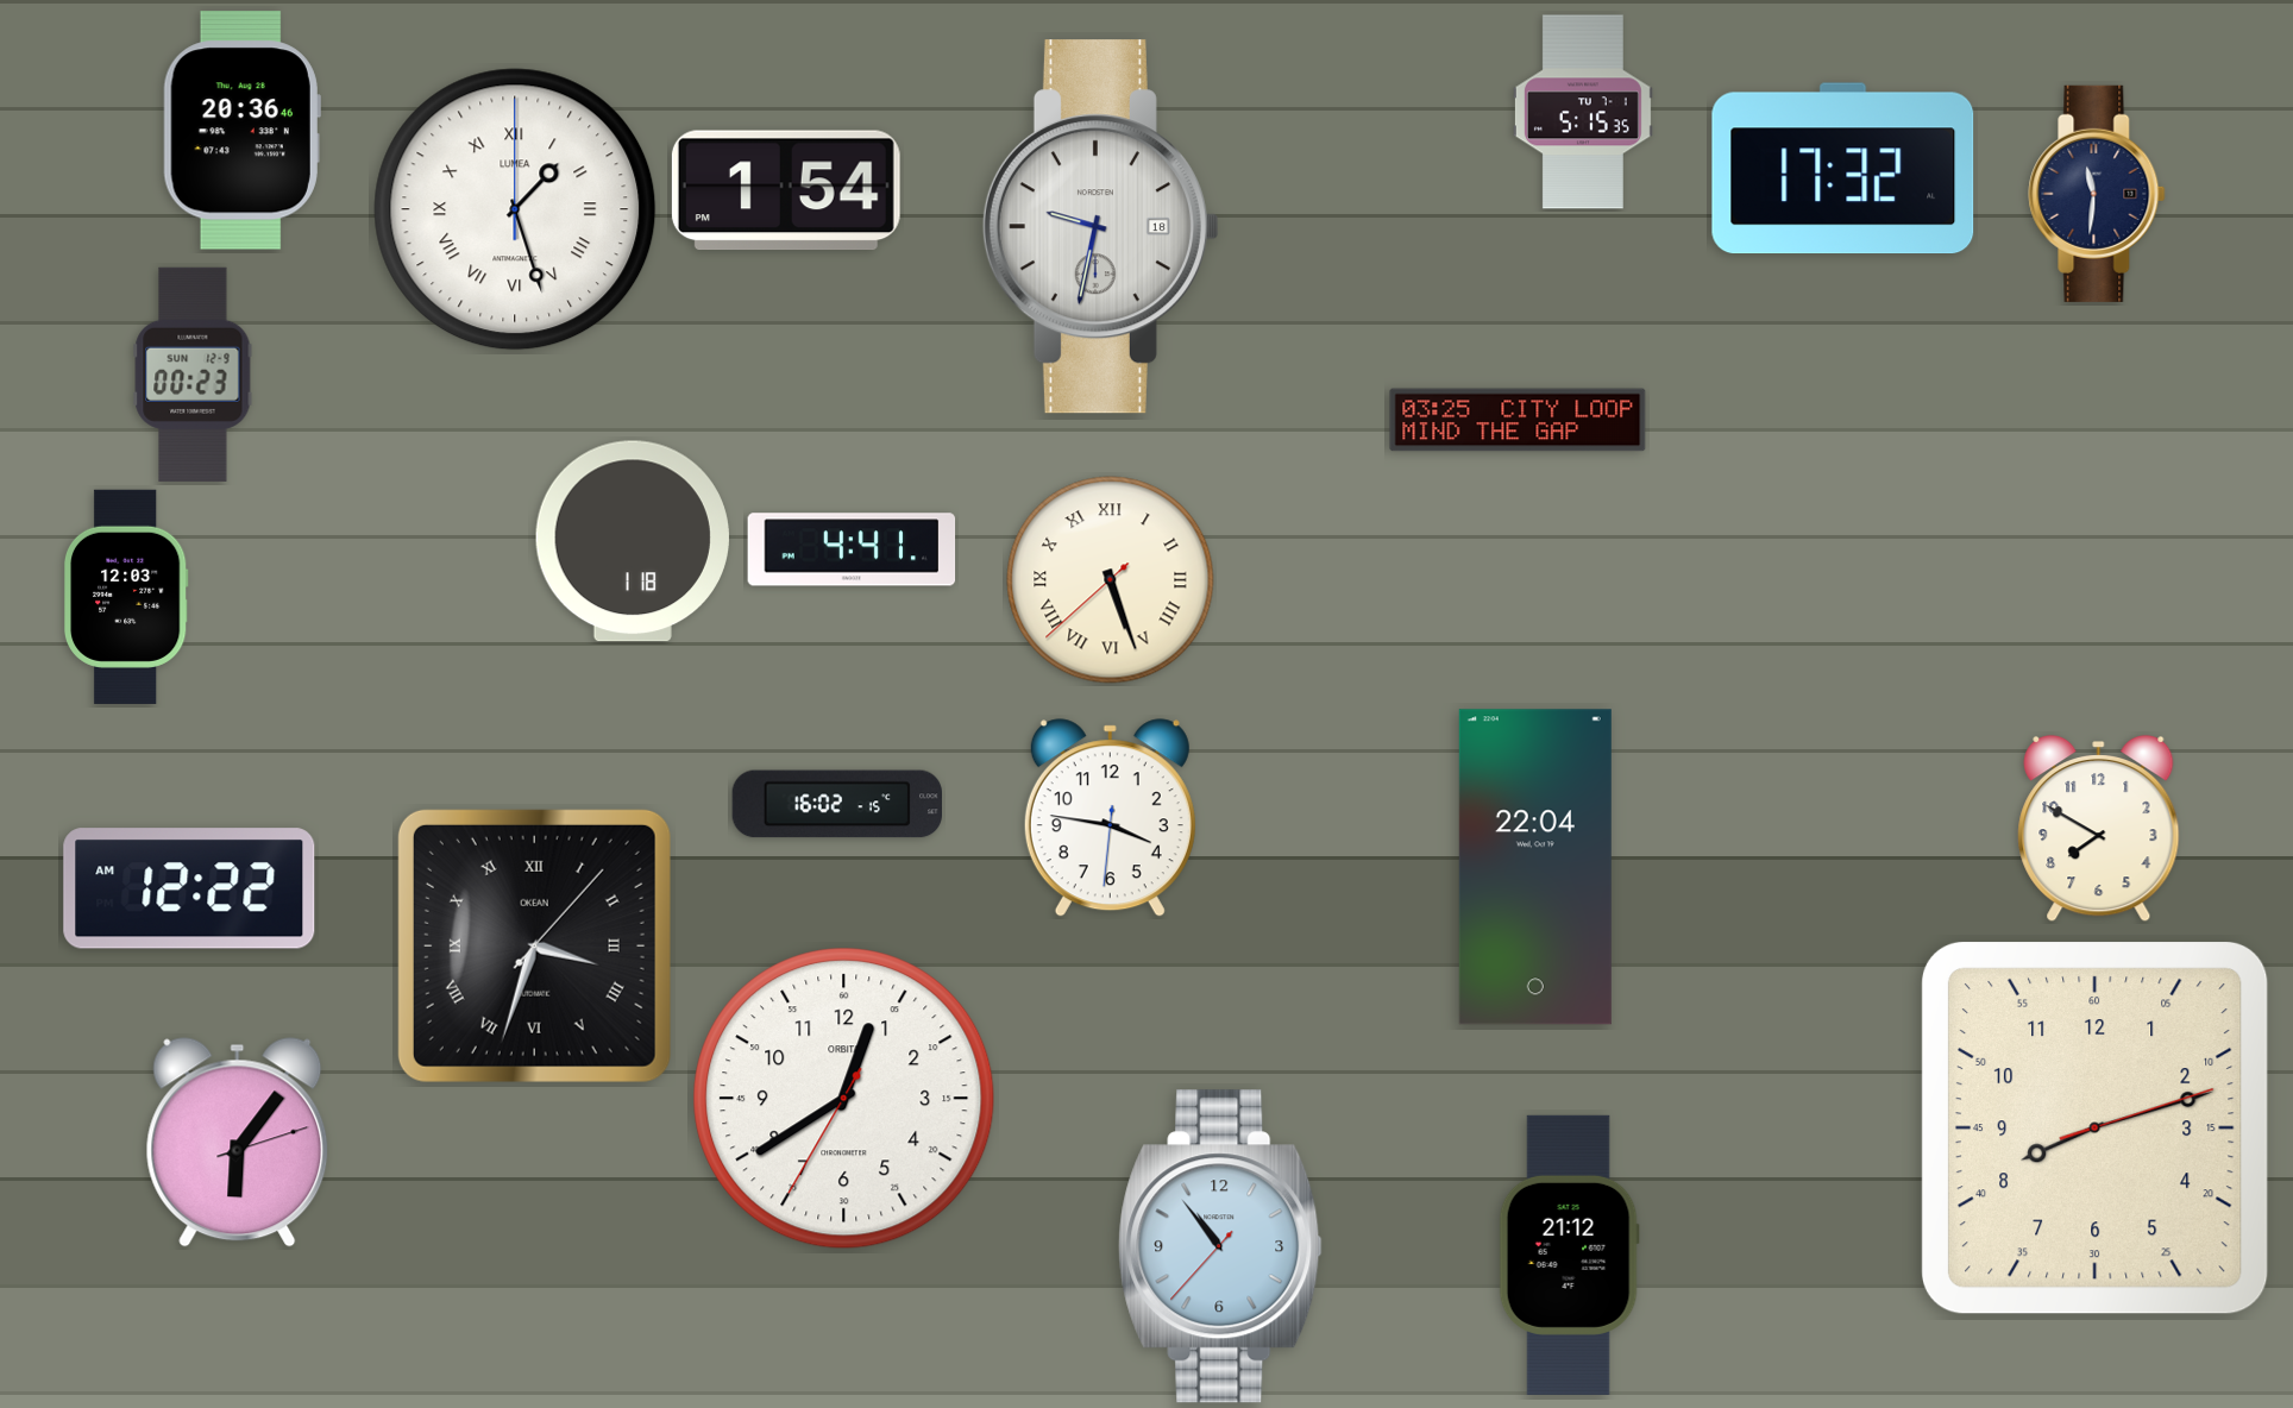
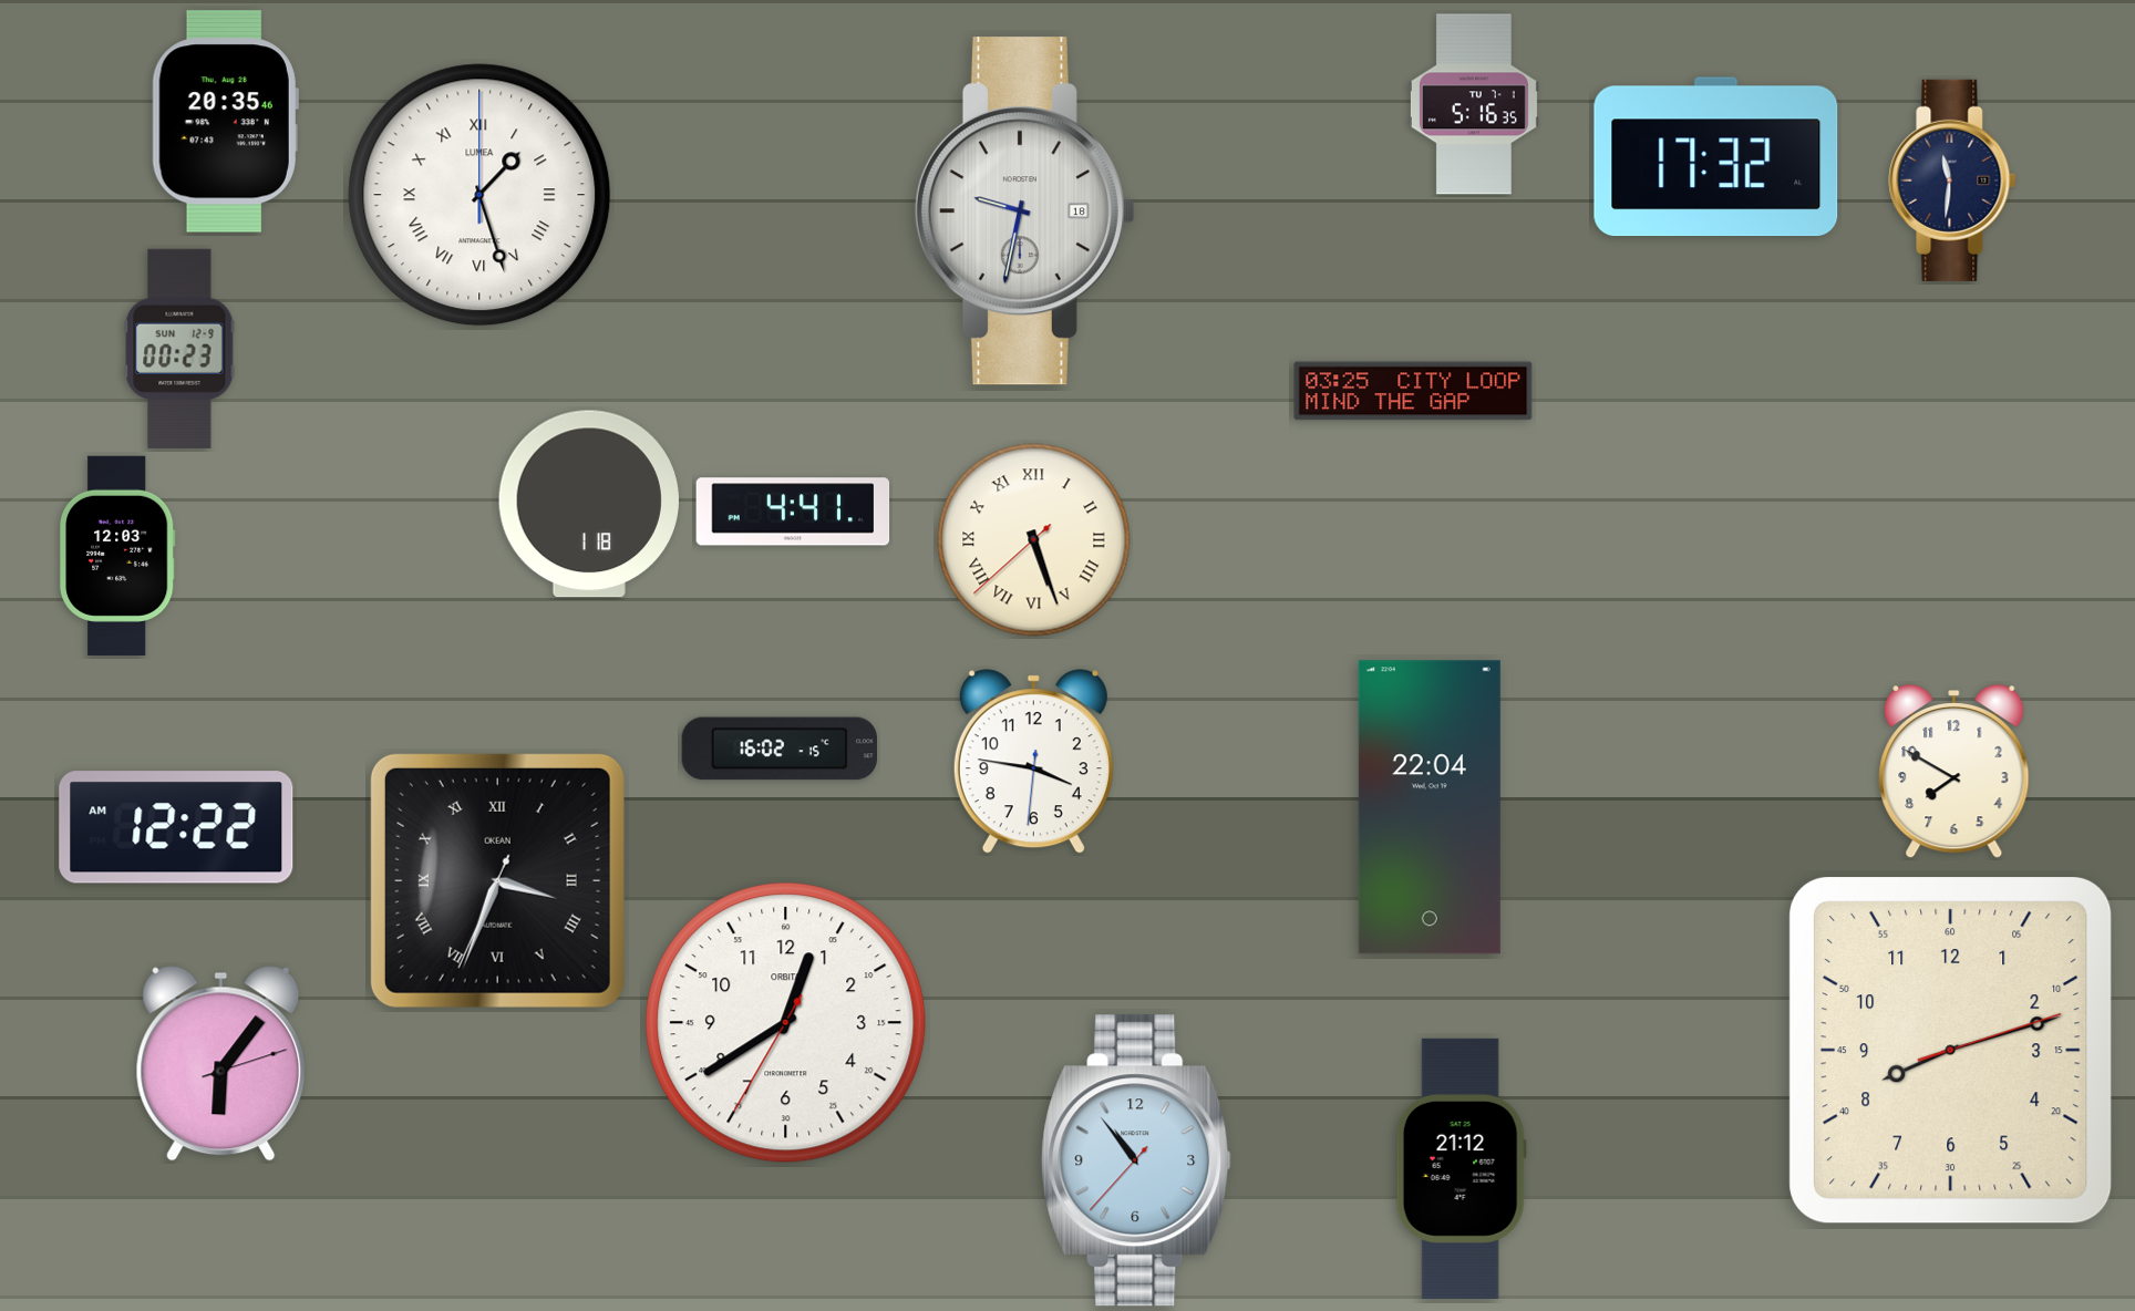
clock at (1583, 112): 5:15 -> 5:16
clock at (241, 131): 20:36 -> 20:35
clock at (786, 190): 1:54 -> none
clock at (534, 945): 3:33:07 -> 3:33:34
